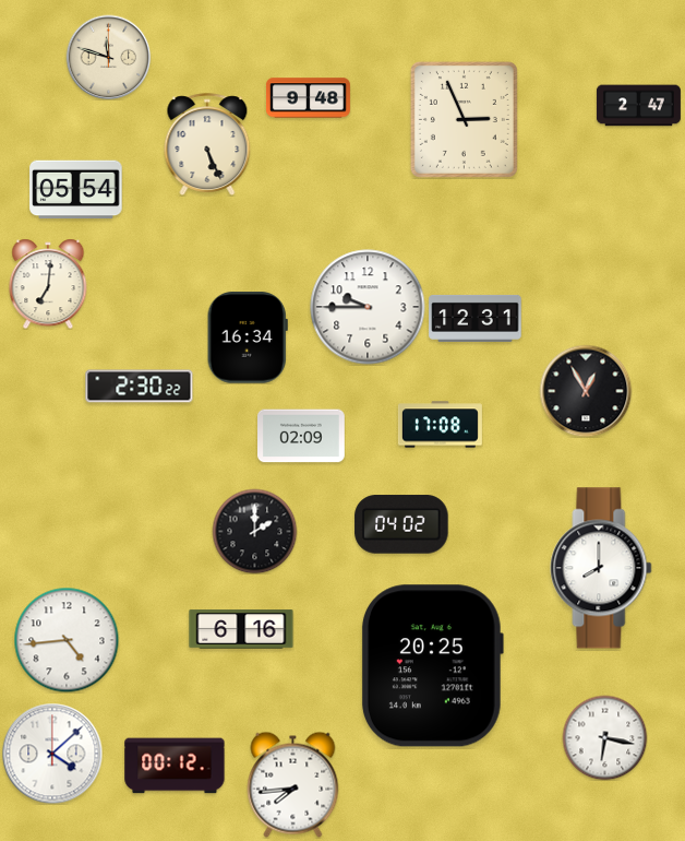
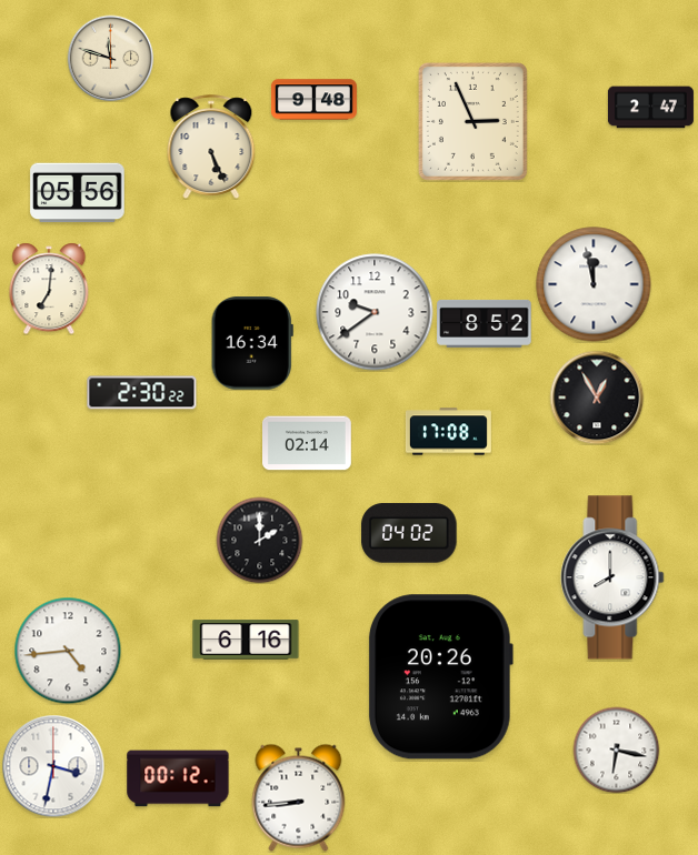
clock at (76, 190): 05:54 -> 05:56
clock at (594, 284): none -> 11:58
clock at (368, 307): 9:45 -> 9:39
clock at (476, 318): 12:31 -> 8:52
clock at (302, 436): 02:09 -> 02:14
clock at (432, 666): 20:25 -> 20:26
clock at (52, 754): 4:08 -> 3:32
clock at (293, 784): 7:44 -> 8:44
